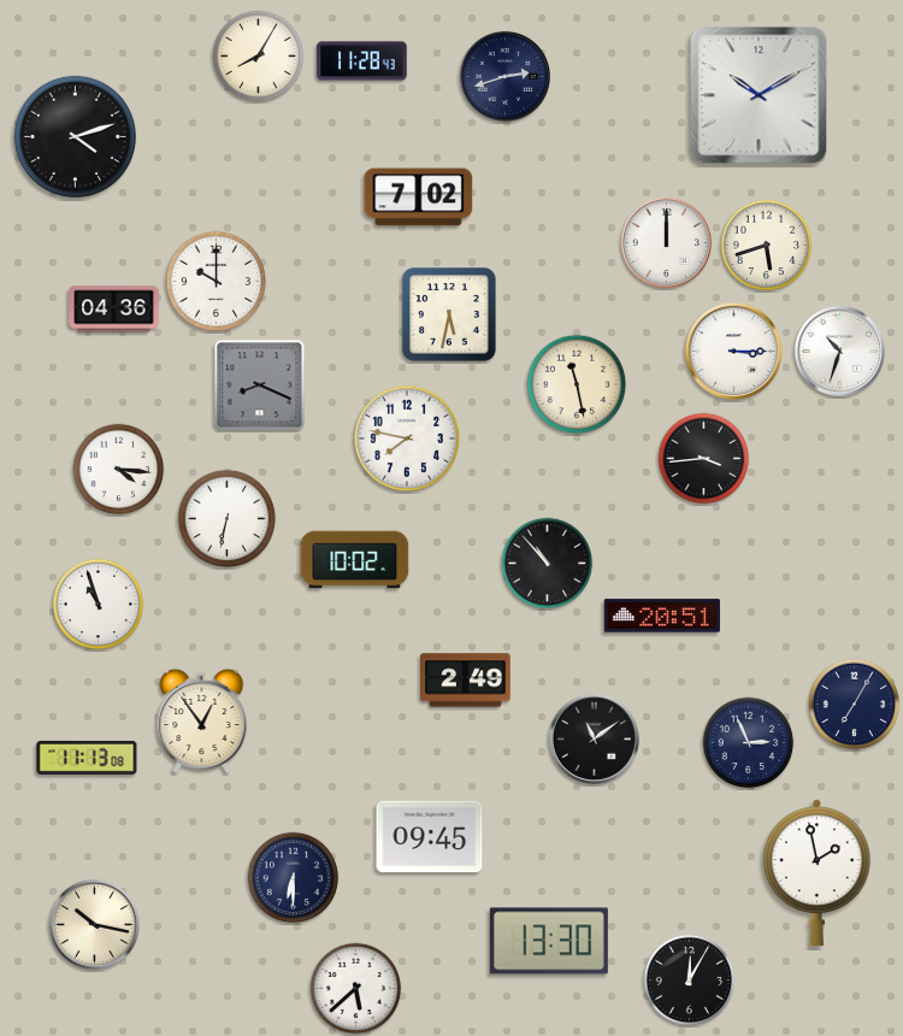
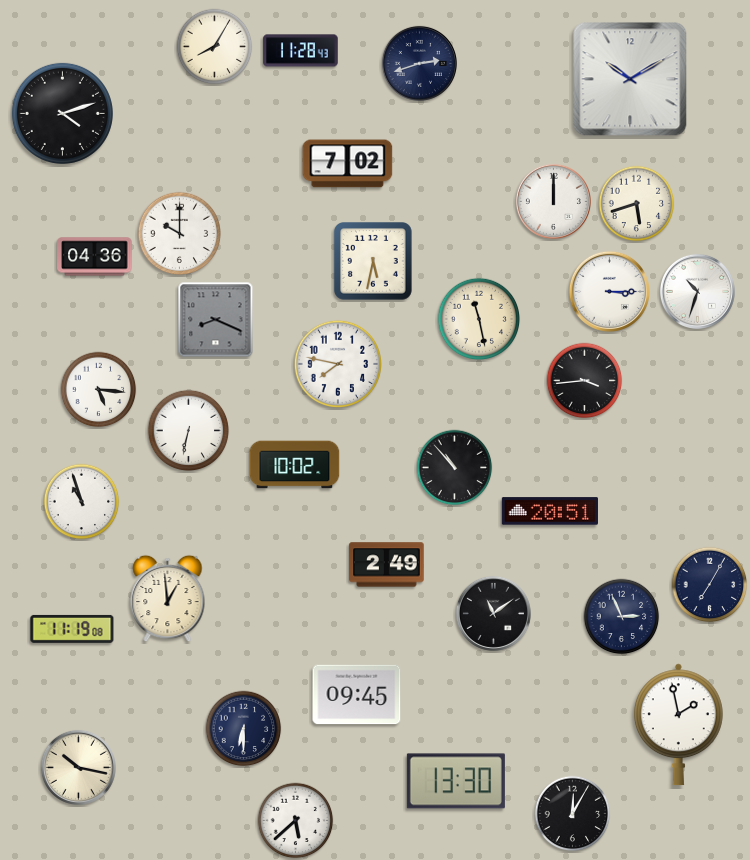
clock at (119, 470): 4:16 -> 5:16
clock at (202, 722): 12:54 -> 12:59
clock at (87, 758): 11:13 -> 11:19
